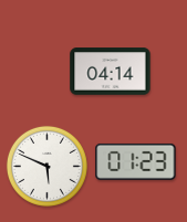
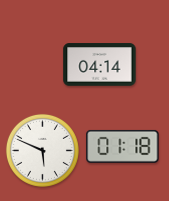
clock at (136, 161): 01:23 -> 01:18
